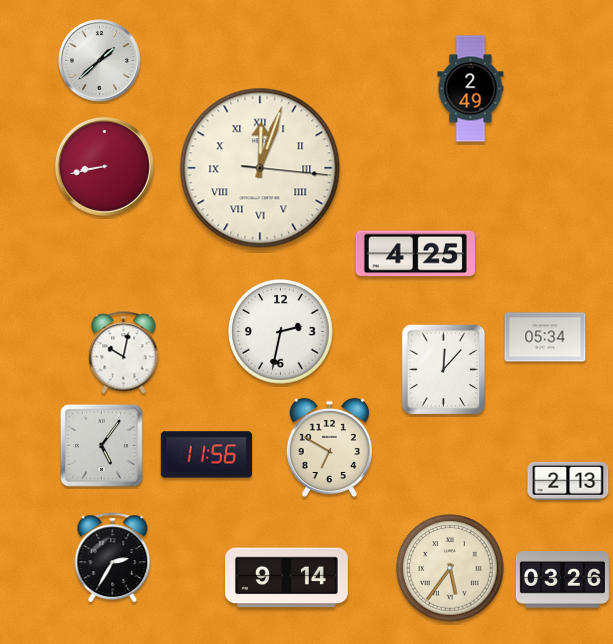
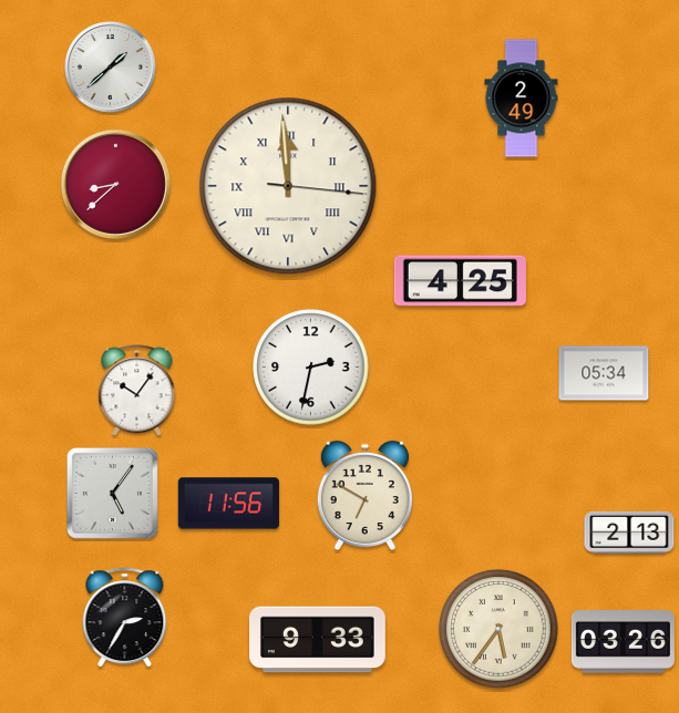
clock at (104, 166): 8:43 -> 8:38
clock at (260, 168): 12:03 -> 11:59
clock at (124, 353): 10:02 -> 10:06
clock at (444, 370): 12:07 -> none
clock at (287, 578): 9:14 -> 9:33
